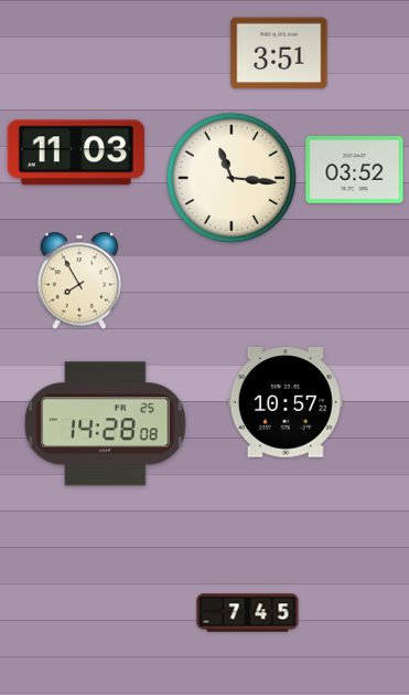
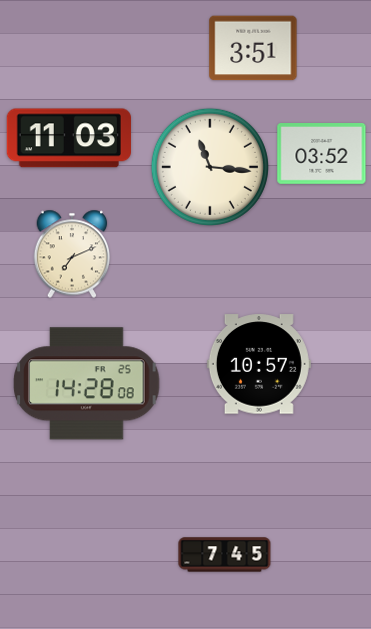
clock at (232, 178) position: (232, 178) -> (210, 167)
clock at (79, 281): 7:55 -> 7:11
clock at (106, 424) position: (106, 424) -> (87, 384)
